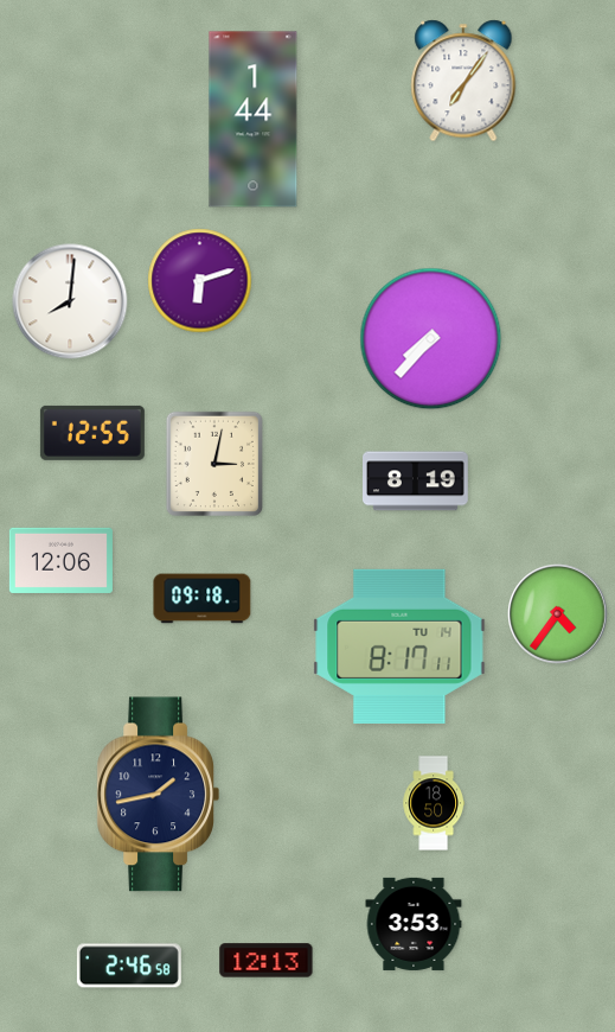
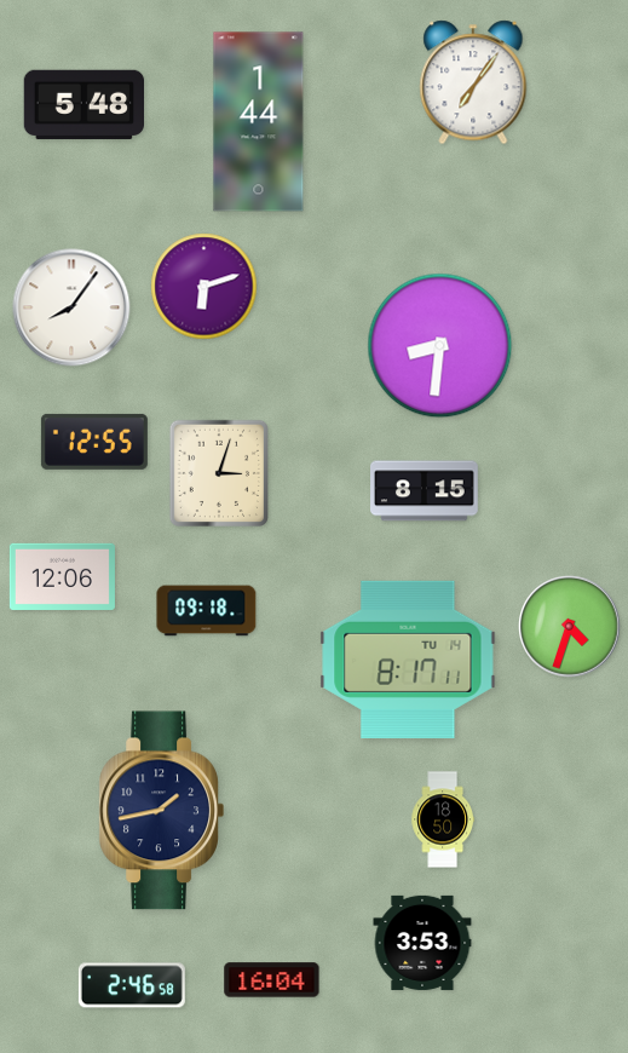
clock at (83, 104): none -> 5:48
clock at (70, 301): 8:01 -> 8:06
clock at (431, 339): 7:37 -> 8:31
clock at (214, 463): 3:02 -> 3:03
clock at (416, 482): 8:19 -> 8:15
clock at (60, 560) position: (60, 560) -> (62, 576)
clock at (558, 614): 4:36 -> 4:33
clock at (267, 961): 12:13 -> 16:04
